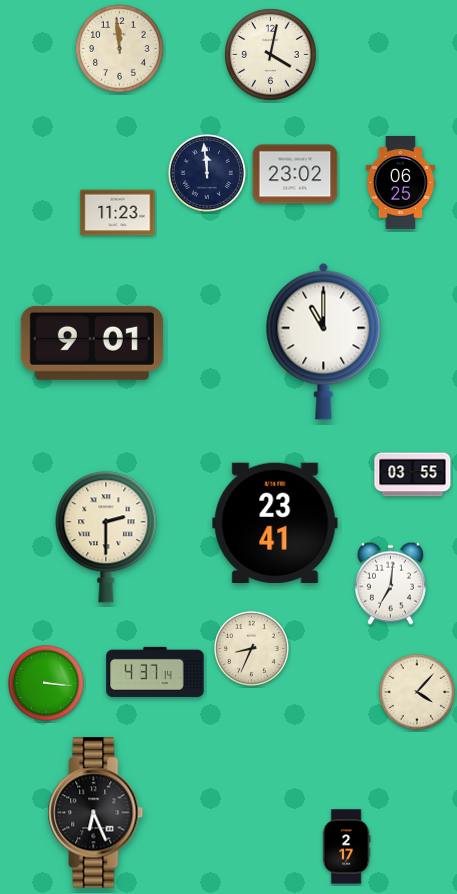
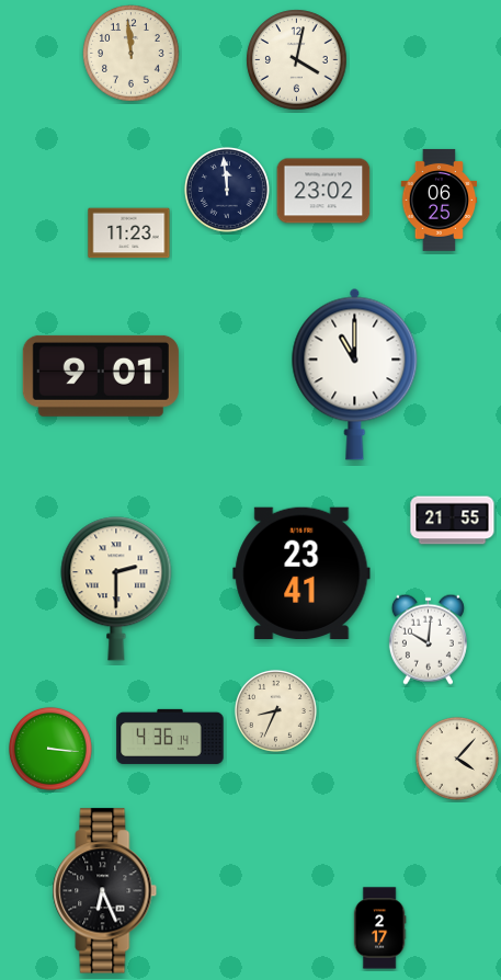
clock at (413, 475): 03:55 -> 21:55
clock at (390, 583): 7:01 -> 10:01
clock at (155, 672): 4:37 -> 4:36
